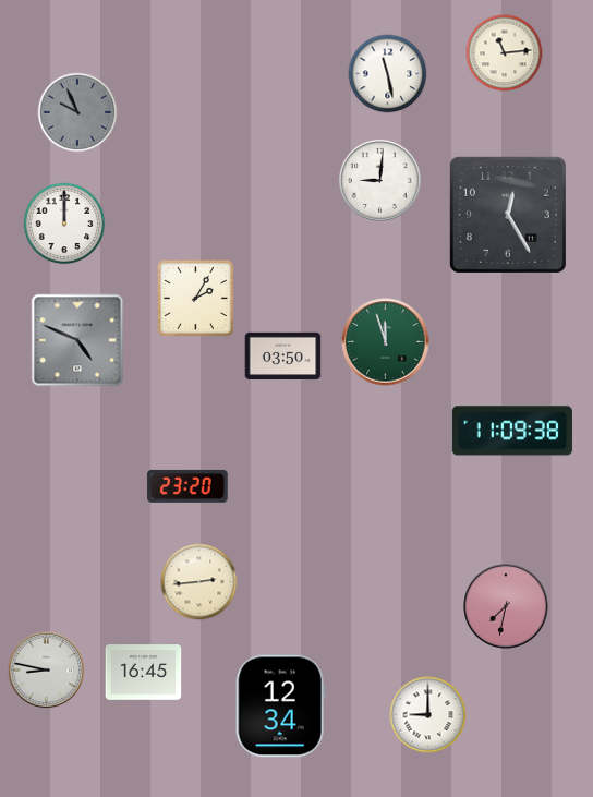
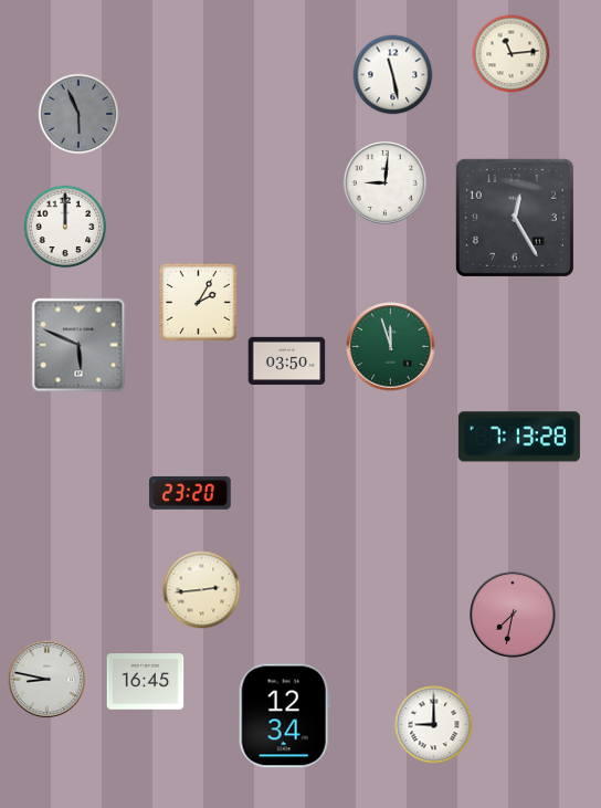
clock at (77, 112): 9:56 -> 5:56
clock at (77, 340): 4:49 -> 5:49
clock at (512, 431): 11:09 -> 7:13
